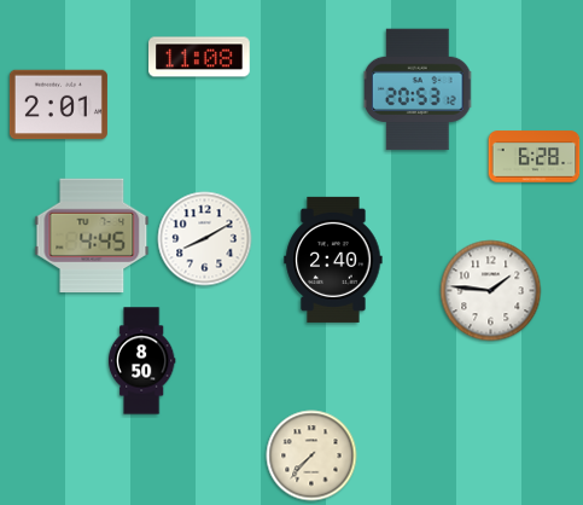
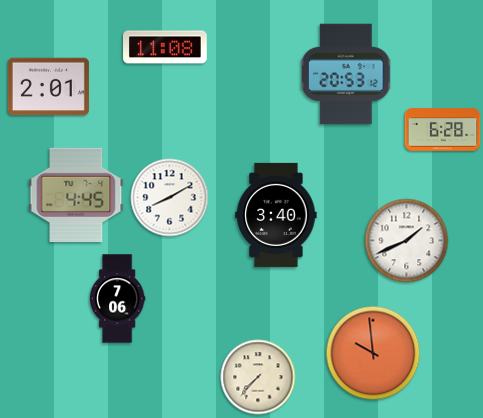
clock at (333, 260): 2:40 -> 3:40
clock at (491, 291): 1:46 -> 1:41
clock at (141, 361): 8:50 -> 7:06
clock at (373, 353): none -> 9:59
